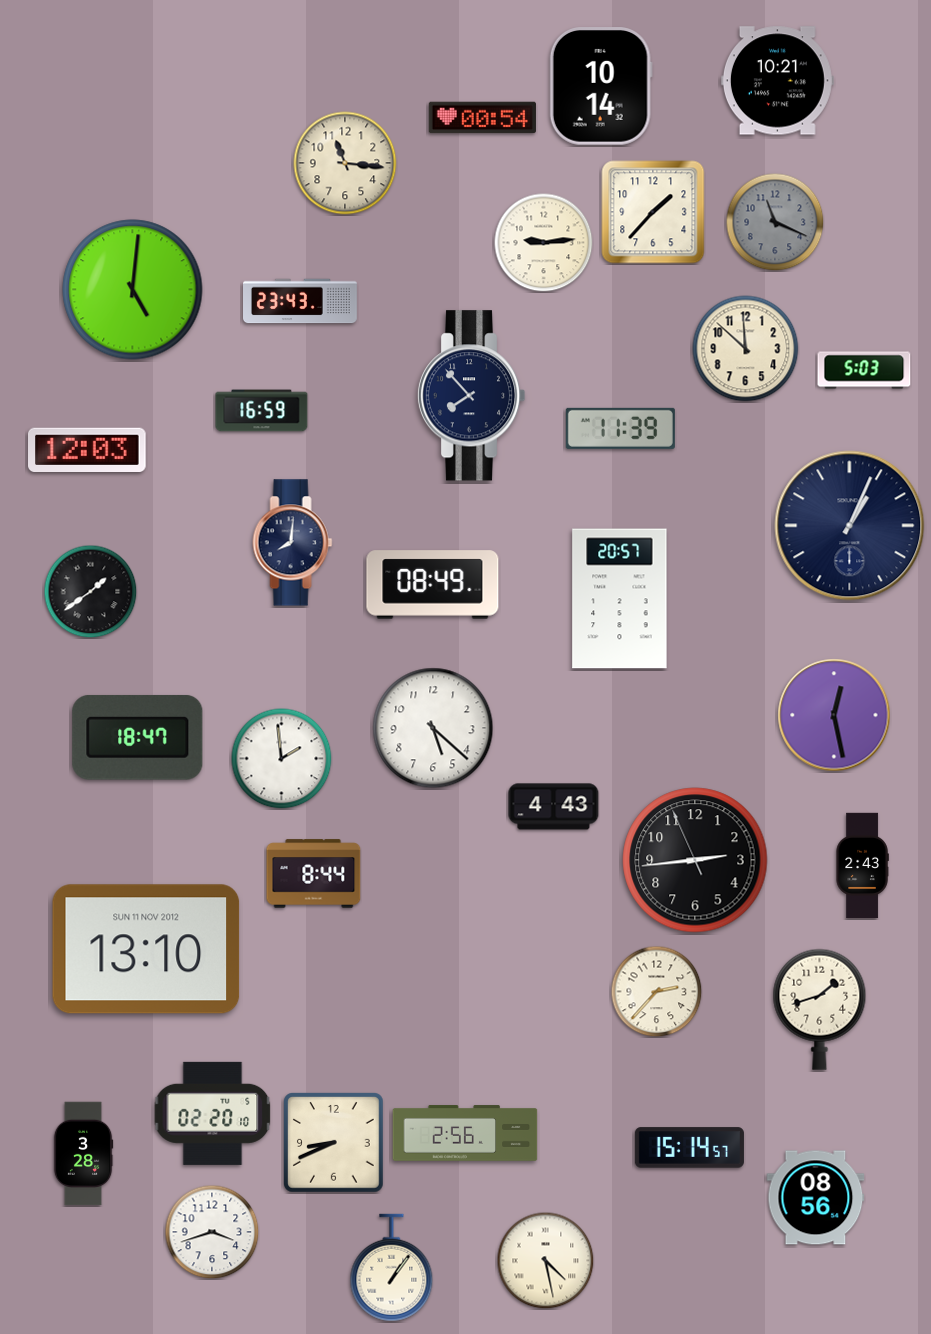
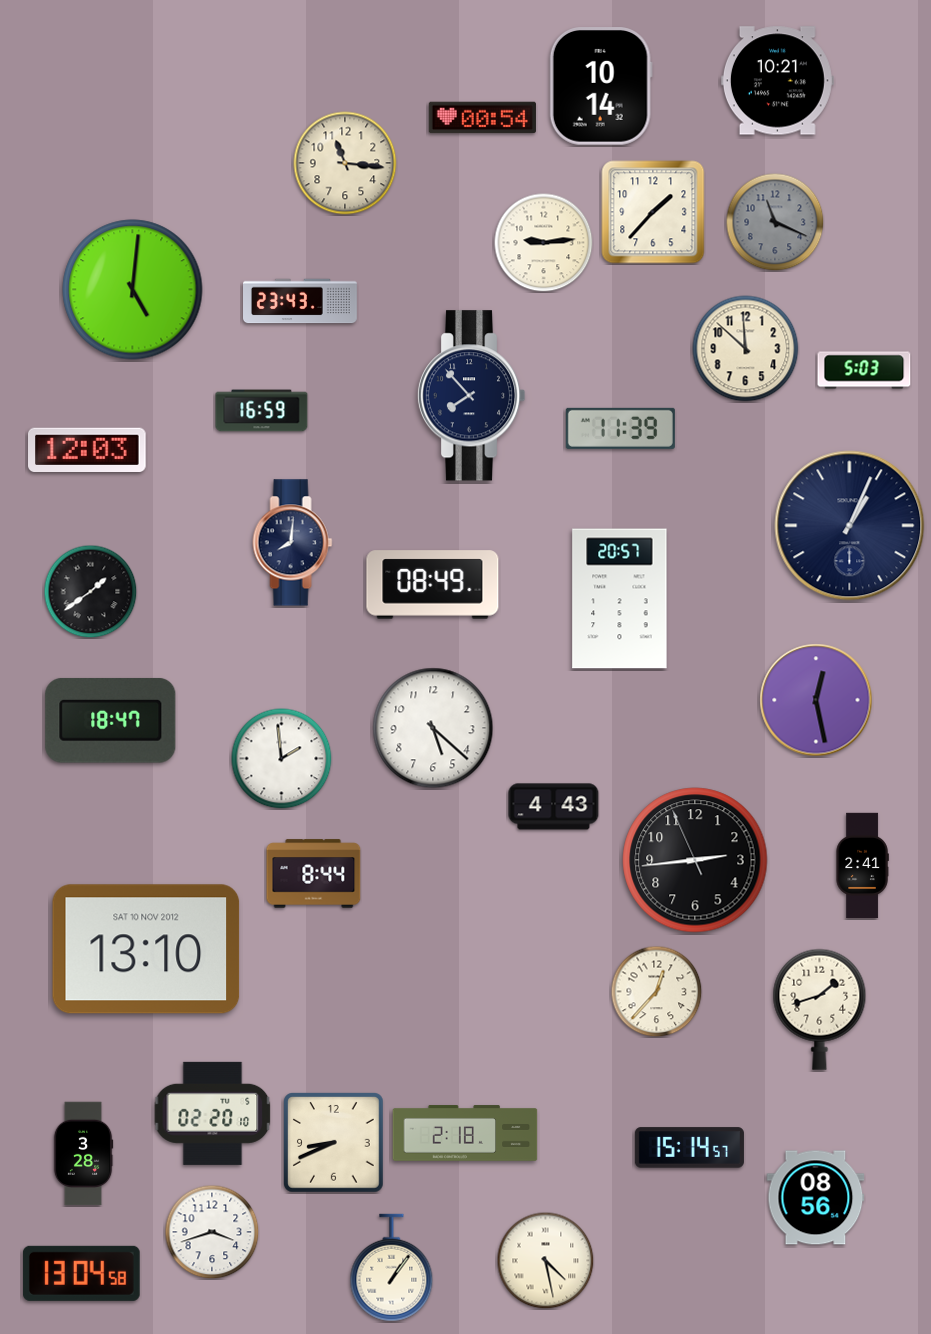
clock at (834, 715) position: (834, 715) -> (816, 700)
clock at (138, 738) position: (138, 738) -> (111, 721)
clock at (862, 866): 2:43 -> 2:41
clock at (146, 949) date: SUN 11 NOV 2012 -> SAT 10 NOV 2012
clock at (656, 991): 2:37 -> 12:37
clock at (465, 1133): 2:56 -> 2:18
clock at (82, 1273): none -> 13:04
